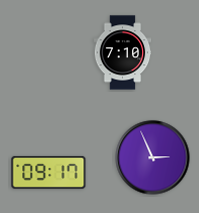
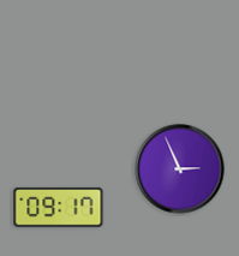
clock at (123, 53): 7:10 -> none
clock at (153, 158) position: (153, 158) -> (180, 169)
